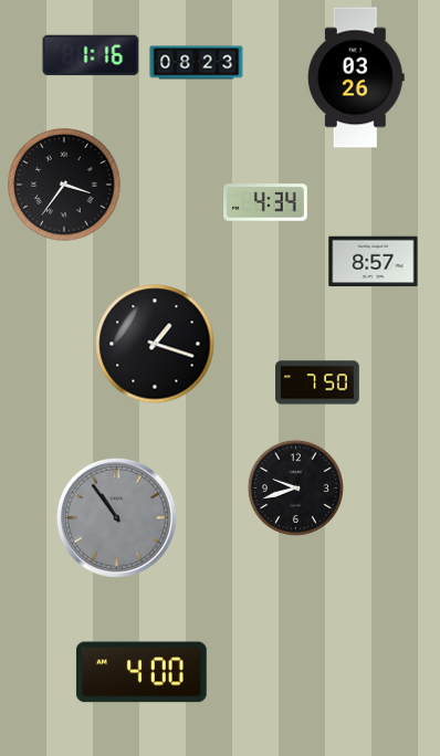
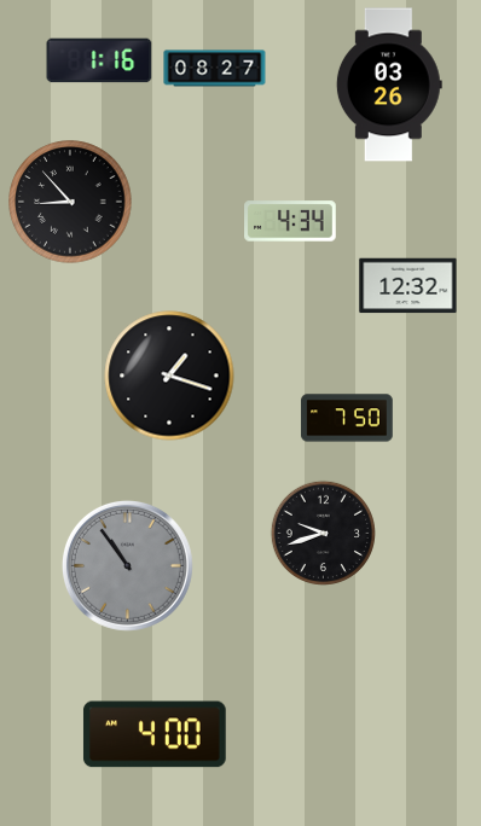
clock at (197, 63): 08:23 -> 08:27
clock at (64, 185): 3:36 -> 8:53
clock at (374, 262): 8:57 -> 12:32
